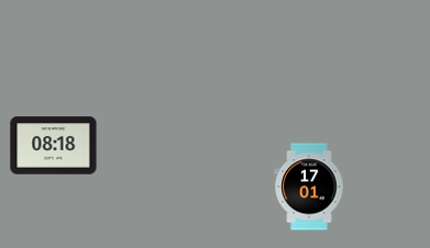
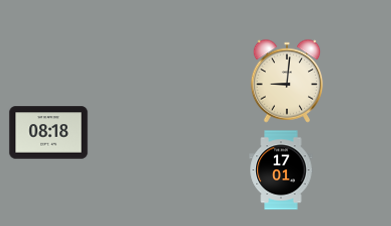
clock at (287, 81): none -> 9:01
